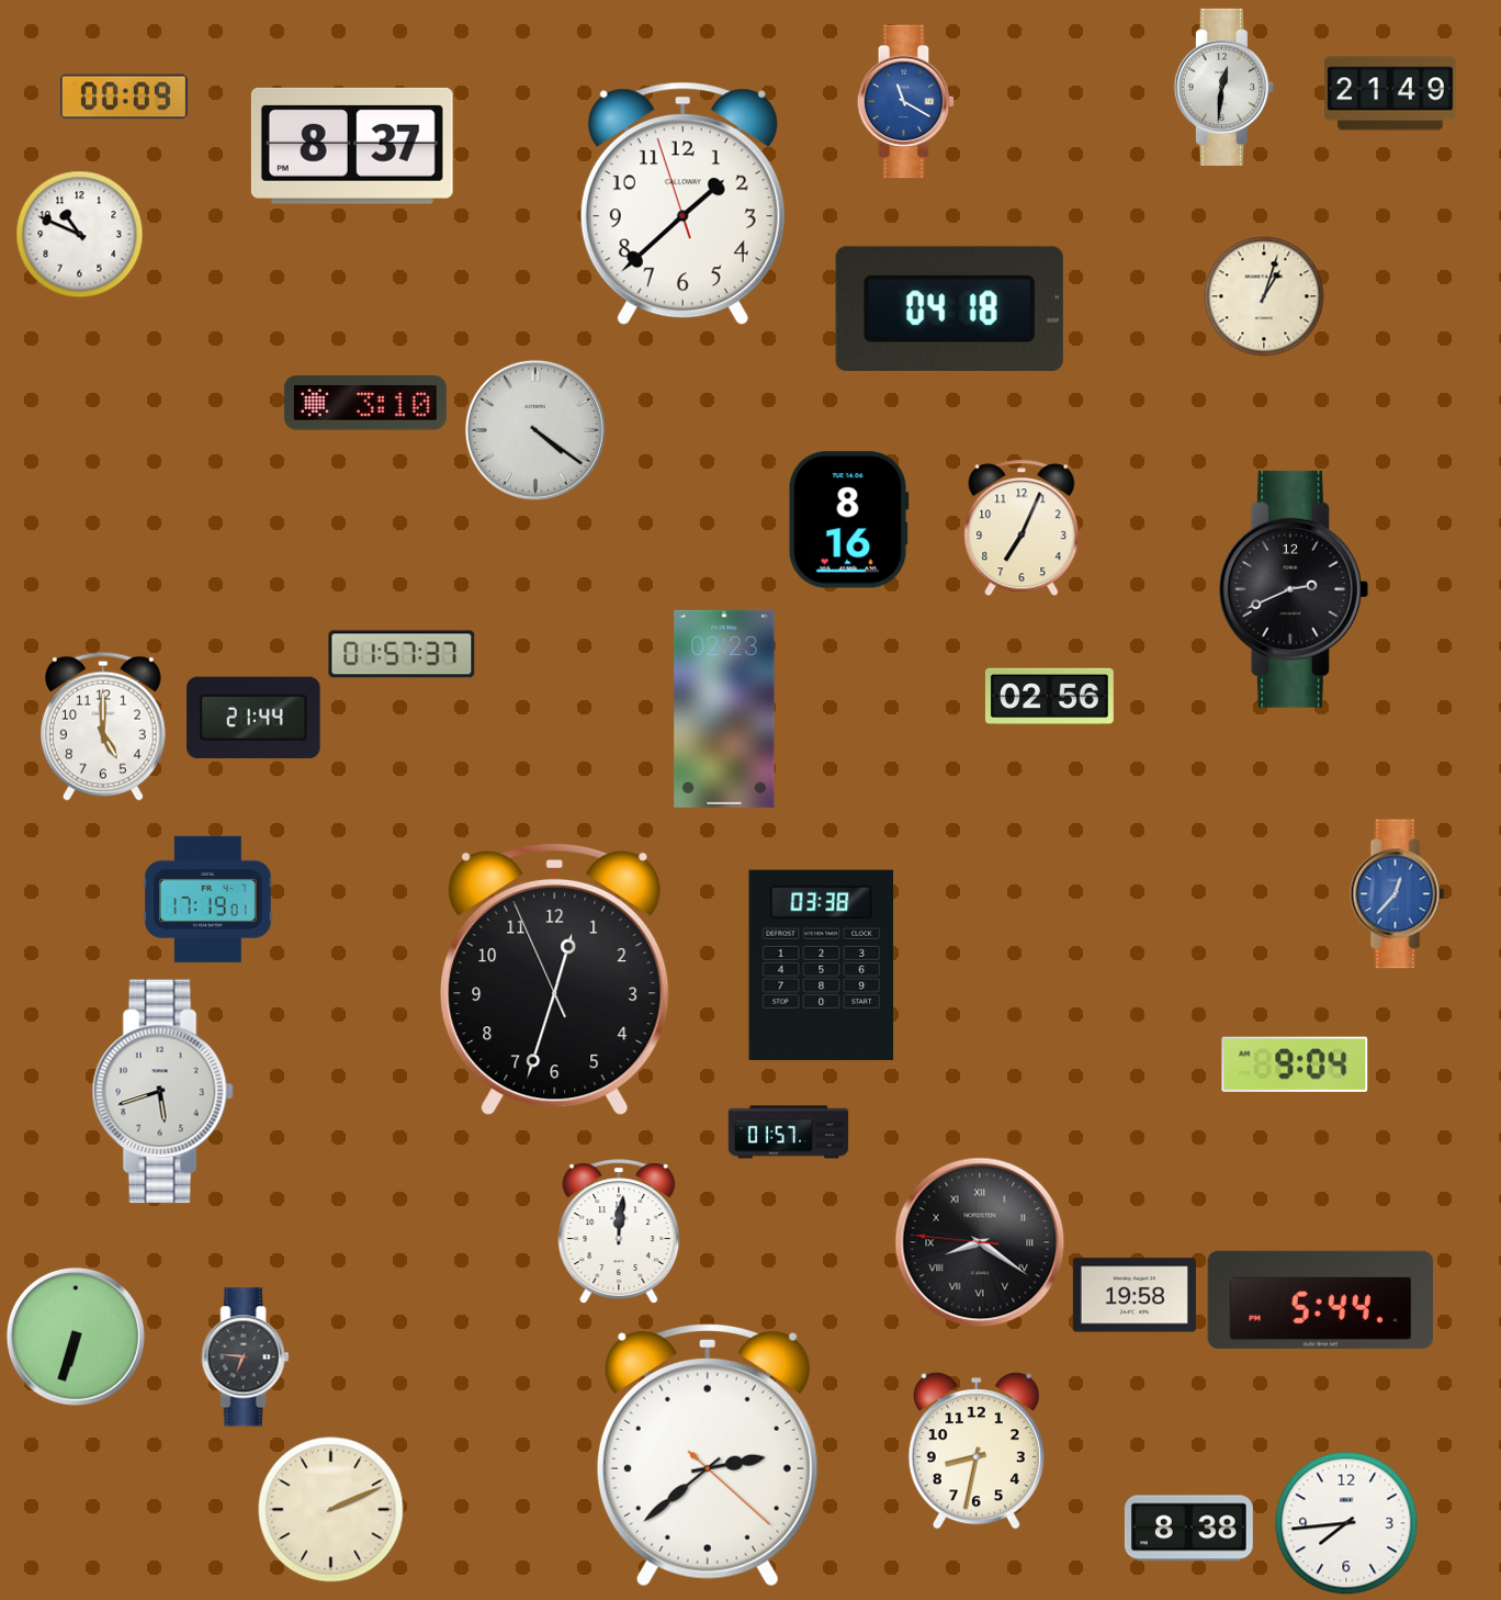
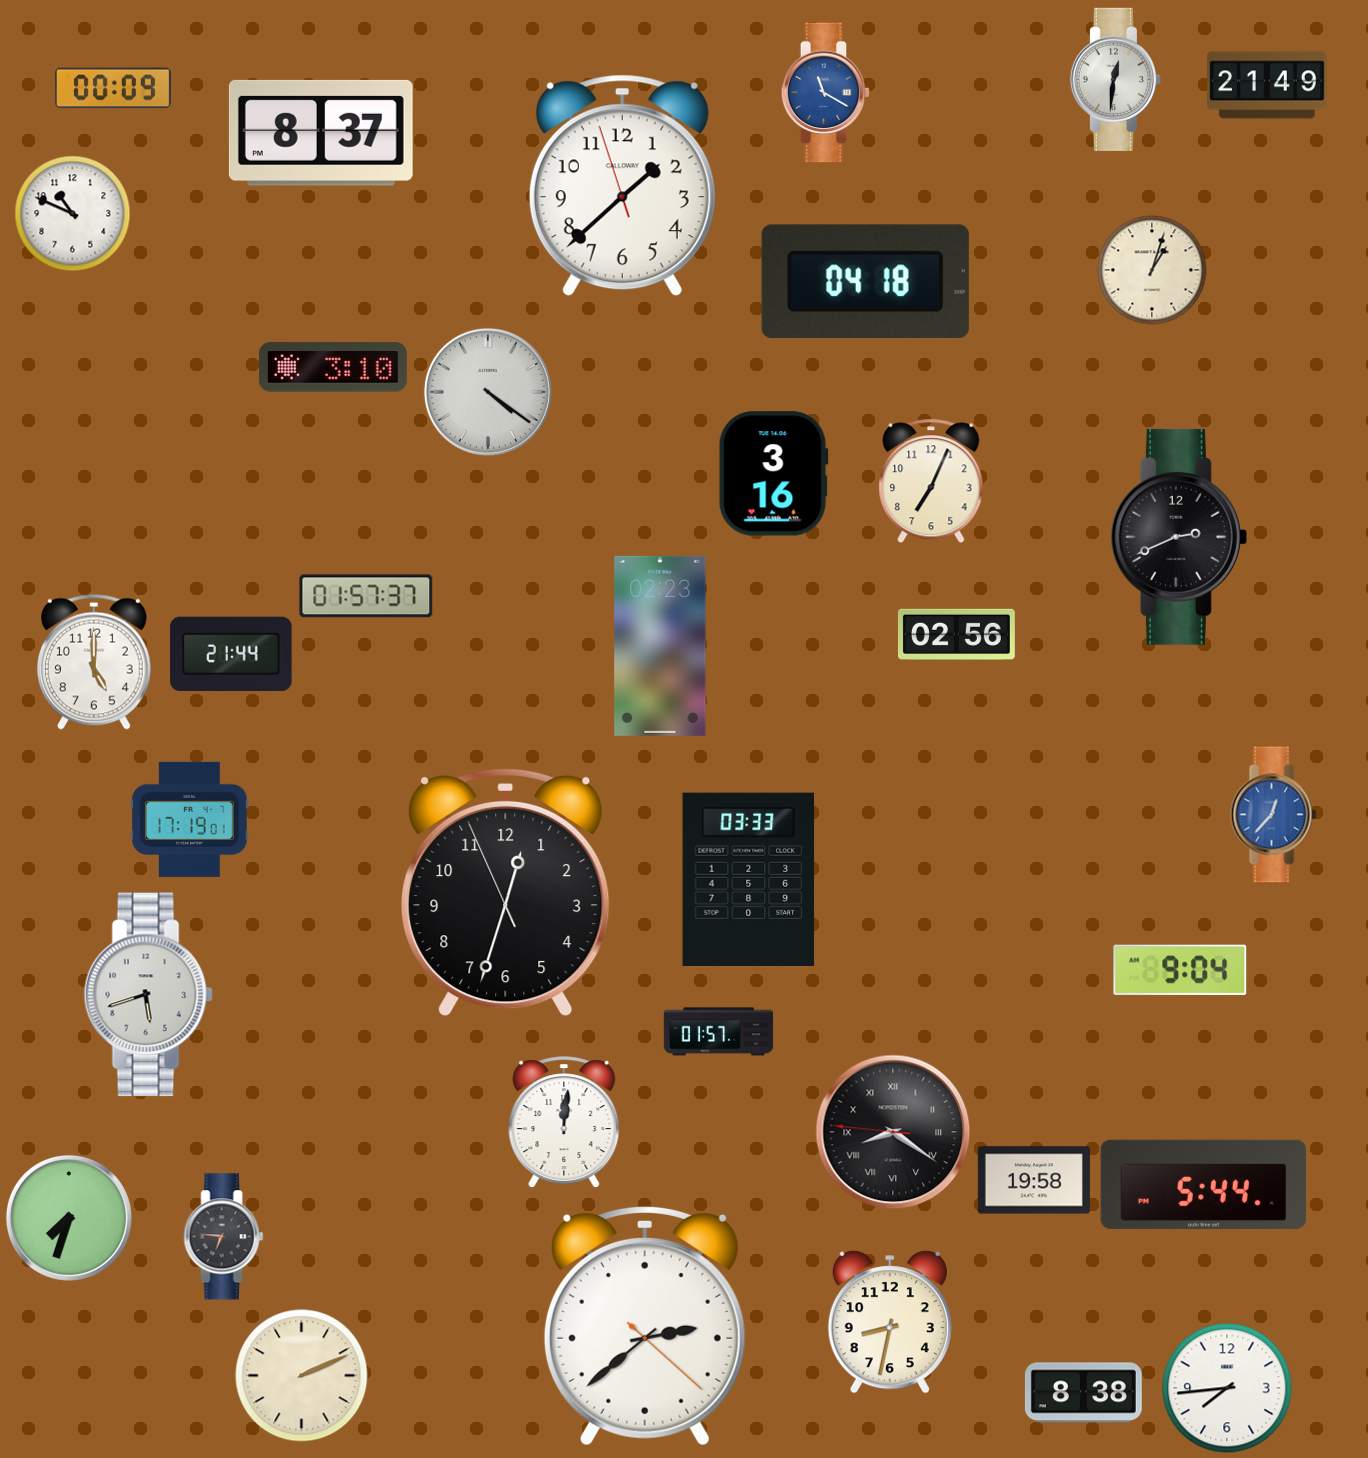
clock at (848, 520): 8:16 -> 3:16
clock at (822, 965): 03:38 -> 03:33
clock at (76, 1337): 6:33 -> 7:33
